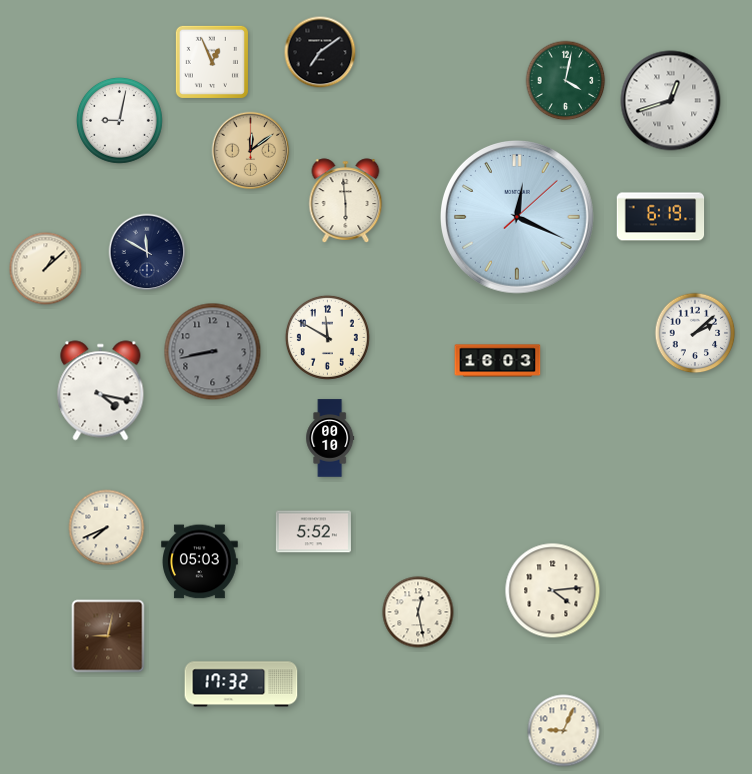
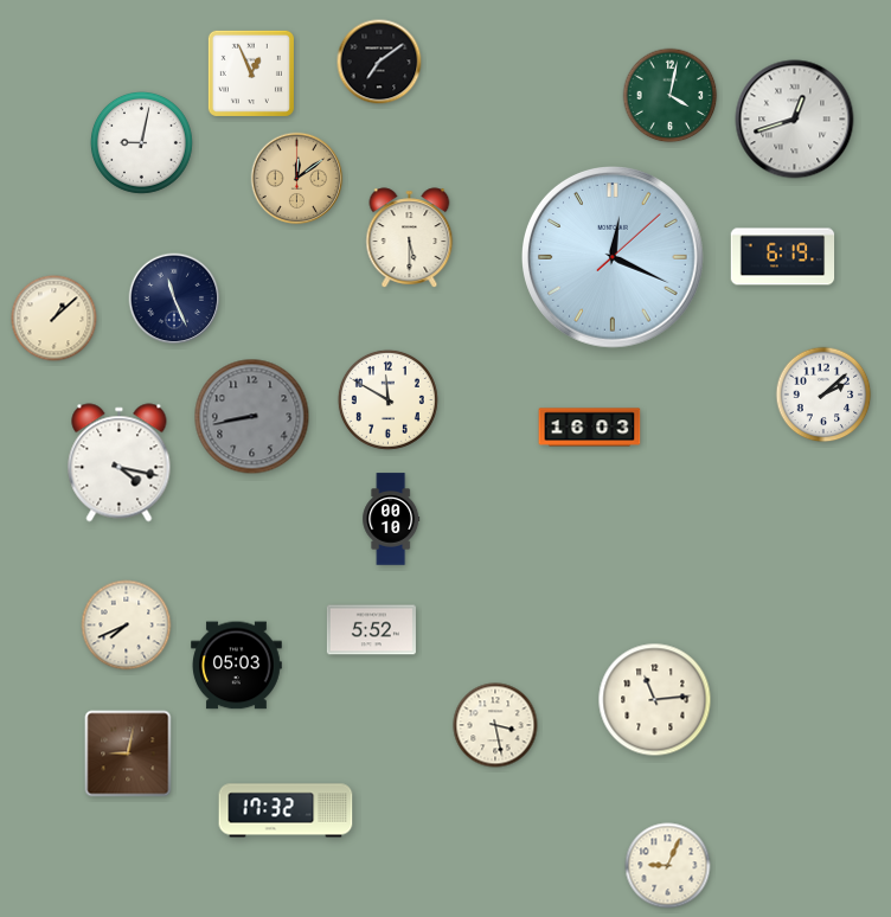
clock at (346, 201): 5:59 -> 5:30
clock at (147, 252): 11:50 -> 11:26
clock at (553, 591): 4:14 -> 11:14
clock at (418, 612): 12:28 -> 3:28
